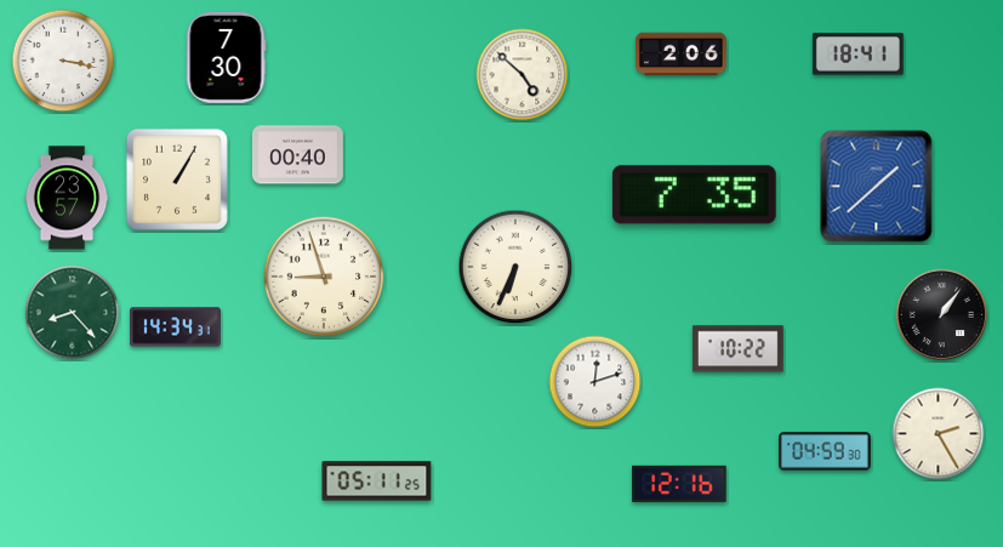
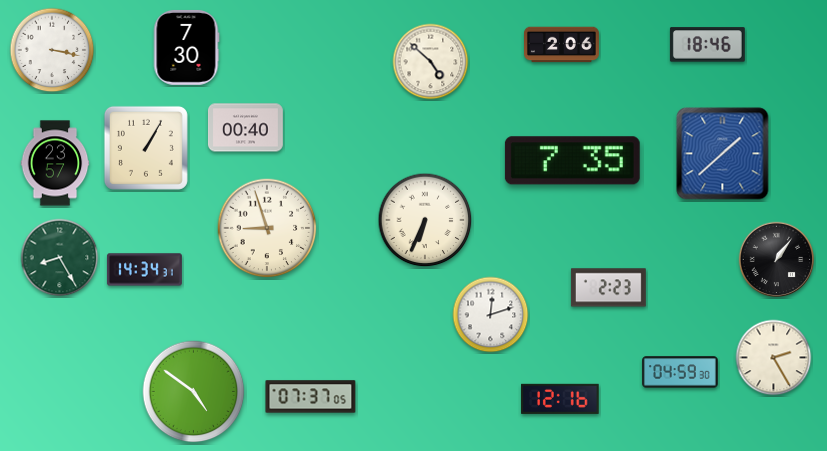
clock at (857, 55): 18:41 -> 18:46
clock at (73, 313): 8:23 -> 8:25
clock at (737, 349): 10:22 -> 2:23
clock at (194, 392): none -> 4:51
clock at (377, 482): 05:11 -> 07:37
